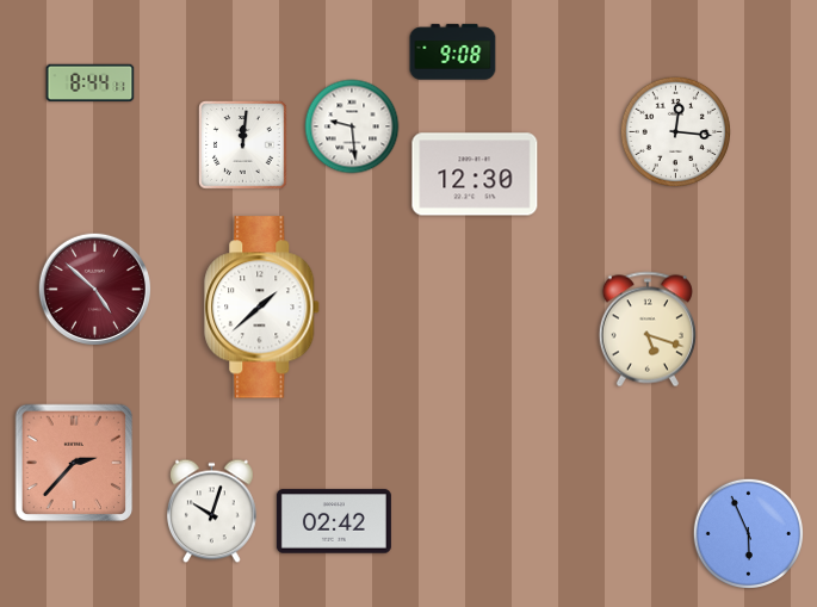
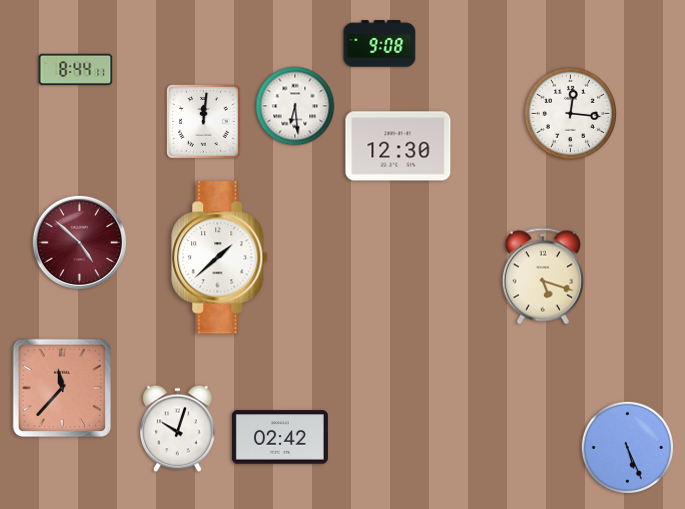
clock at (352, 126): 9:29 -> 6:29
clock at (675, 131) position: (675, 131) -> (570, 113)
clock at (74, 463): 2:37 -> 11:37
clock at (748, 533): 5:56 -> 5:26
